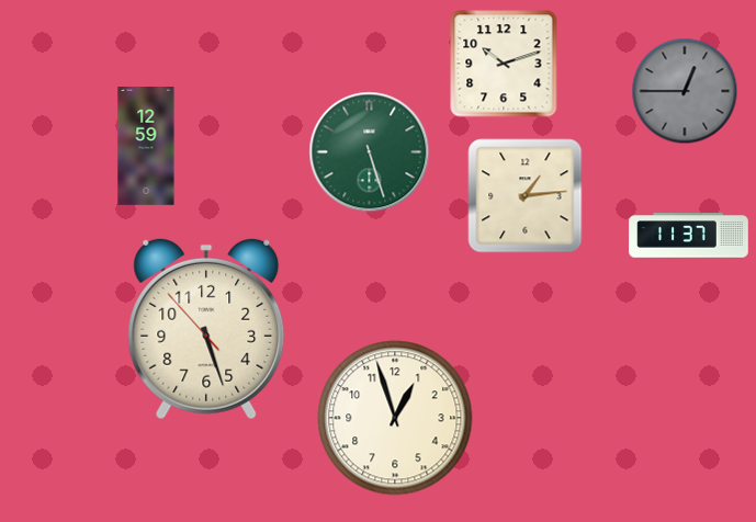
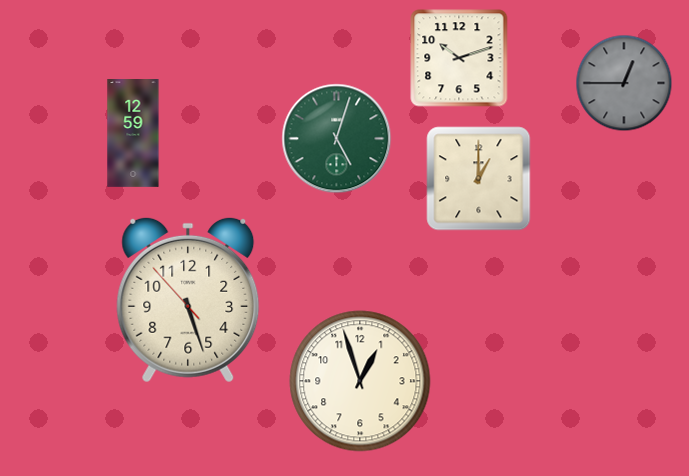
clock at (370, 152): 5:27 -> 5:03
clock at (526, 196): 1:14 -> 1:00
clock at (689, 236): 11:37 -> none
